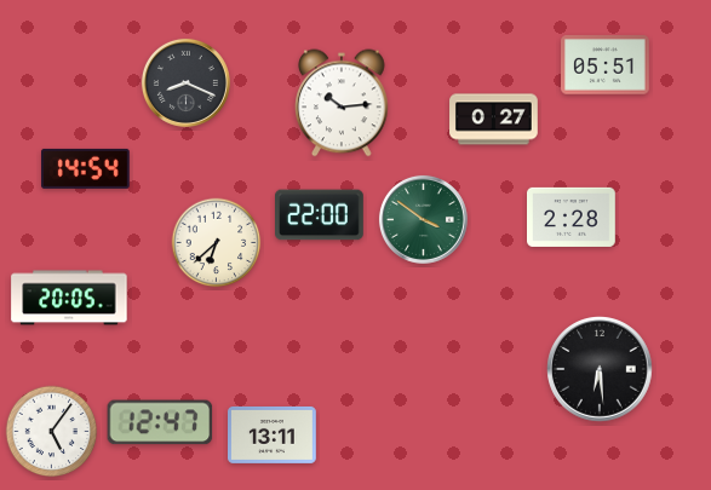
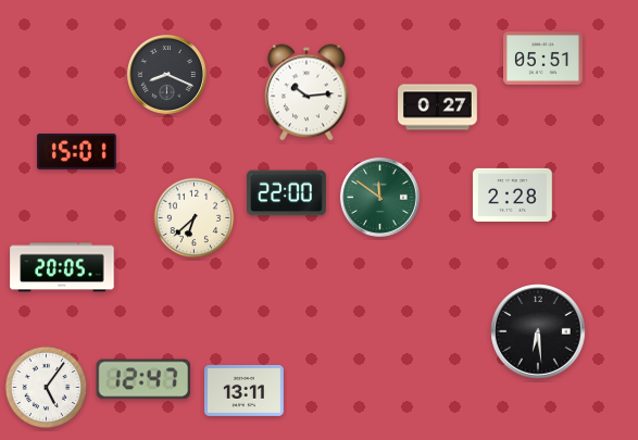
clock at (494, 120) position: (494, 120) -> (438, 108)
clock at (86, 168): 14:54 -> 15:01
clock at (423, 219): 3:51 -> 11:51
